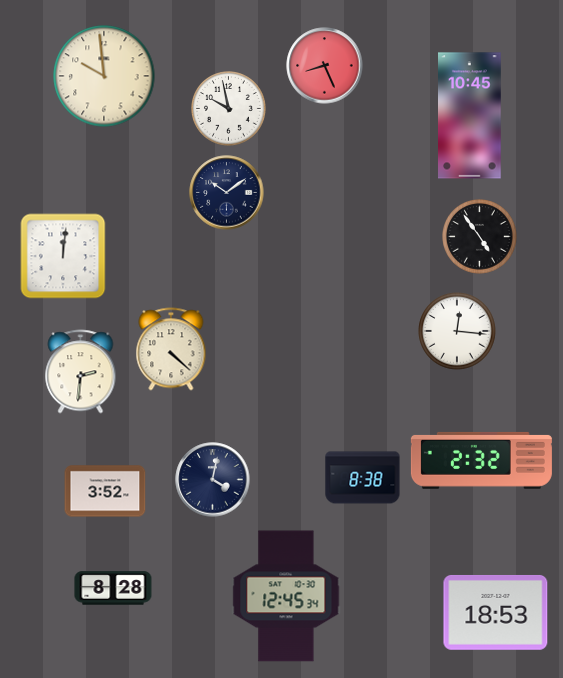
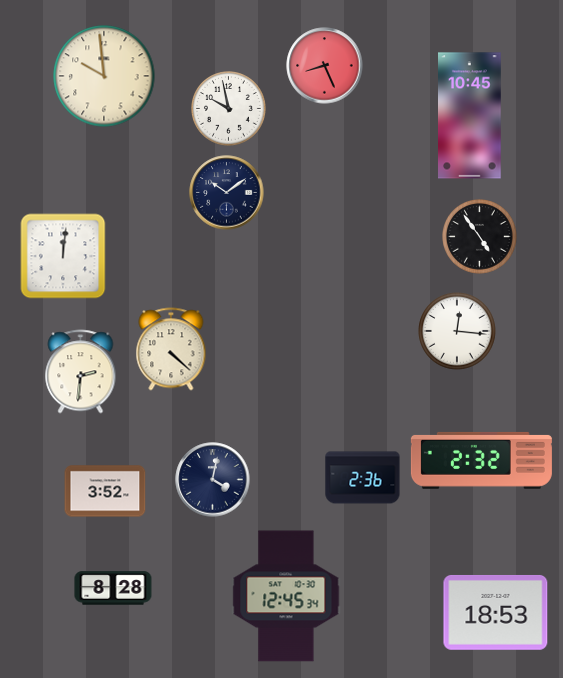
clock at (363, 478): 8:38 -> 2:36
